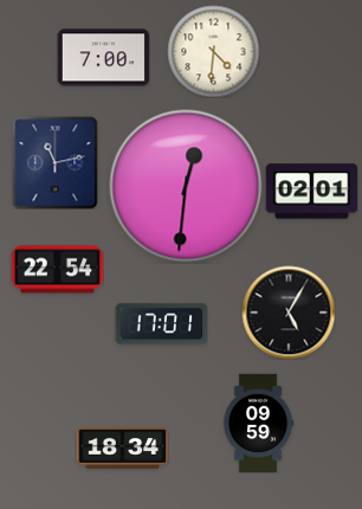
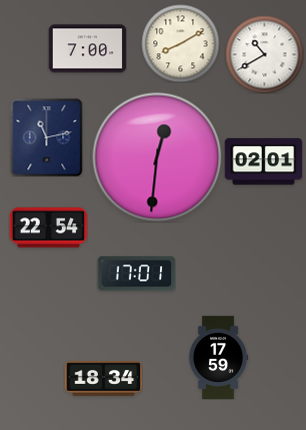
clock at (213, 51): 4:31 -> 8:10
clock at (264, 54): none -> 10:40
clock at (289, 313): 5:05 -> none
clock at (258, 423): 09:59 -> 17:59
